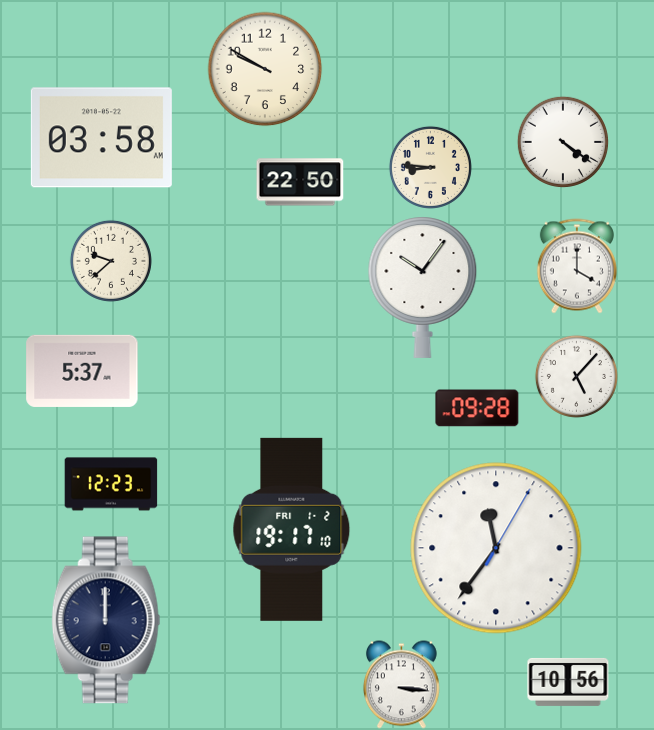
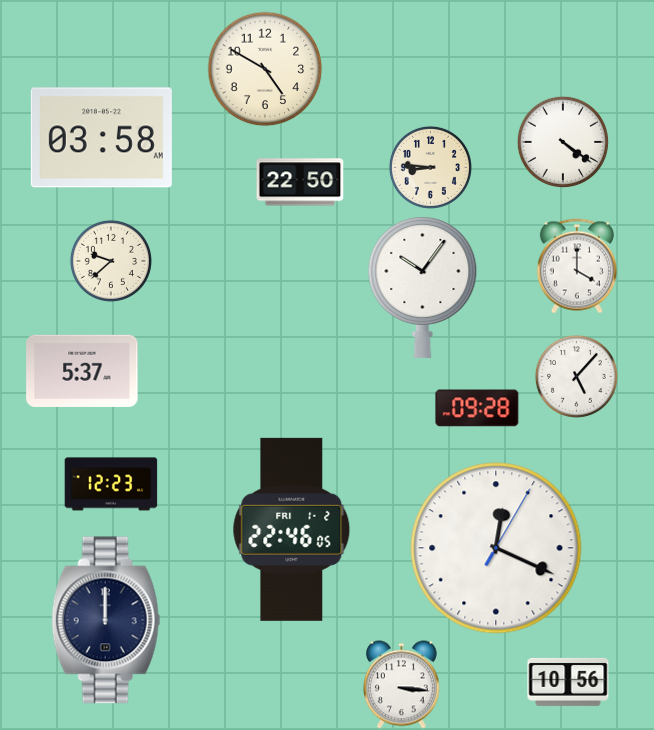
clock at (265, 69): 9:50 -> 4:50
clock at (292, 529): 19:17 -> 22:46
clock at (496, 548): 11:36 -> 12:19
